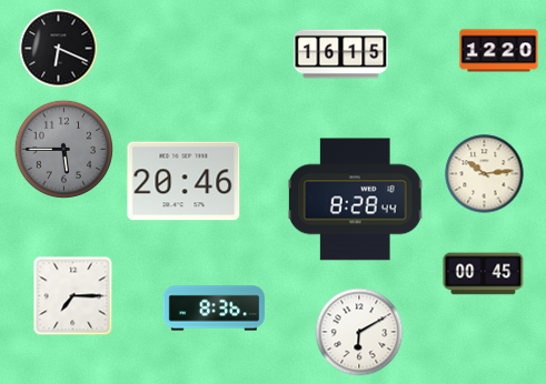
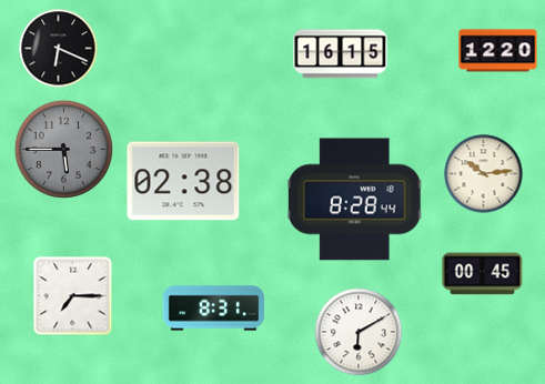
clock at (183, 181): 20:46 -> 02:38
clock at (214, 309): 8:36 -> 8:31
